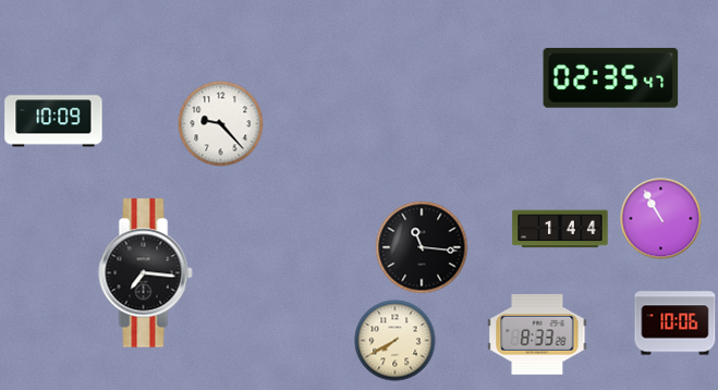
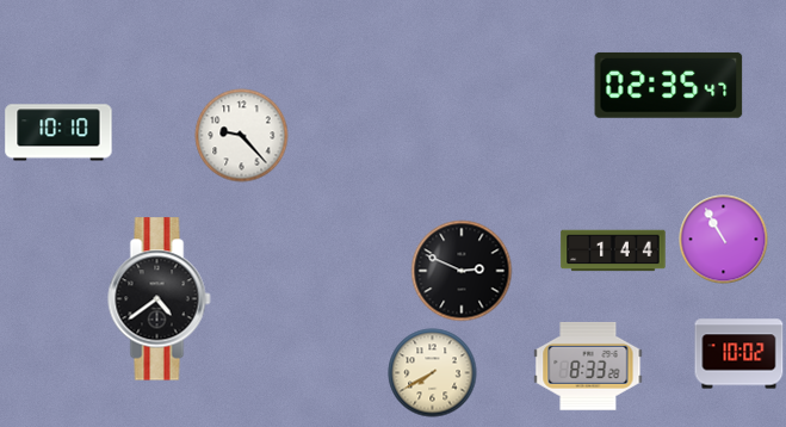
clock at (53, 121): 10:09 -> 10:10
clock at (422, 247): 11:16 -> 2:49
clock at (146, 273): 7:16 -> 4:39
clock at (676, 324): 10:06 -> 10:02
